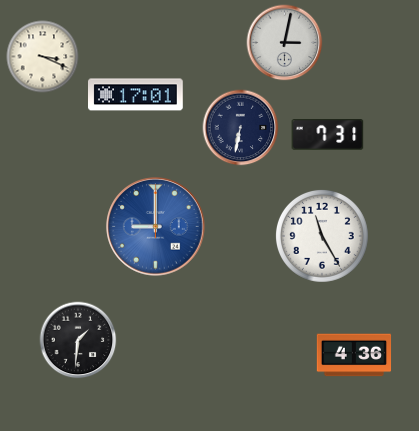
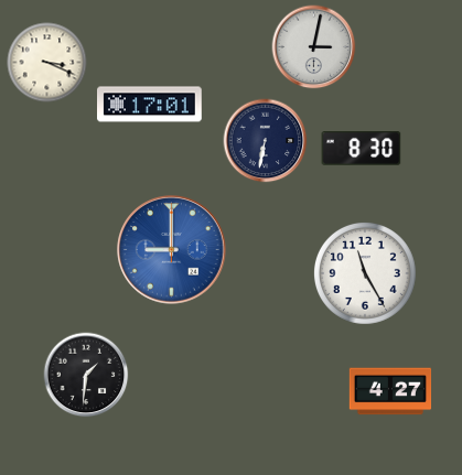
clock at (328, 135): 7:31 -> 8:30
clock at (322, 236) position: (322, 236) -> (365, 273)
clock at (354, 355): 4:36 -> 4:27
